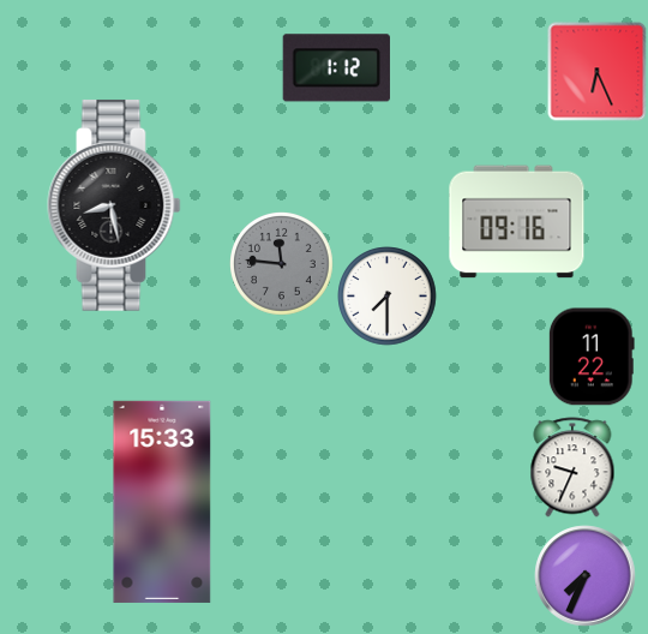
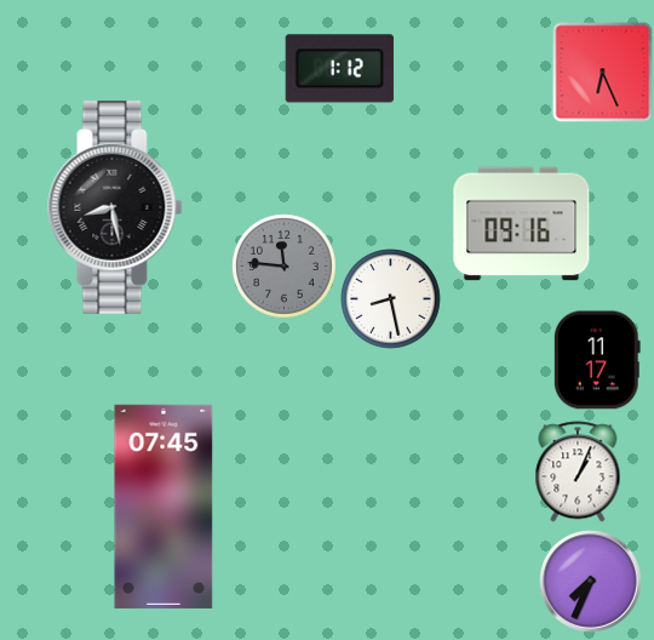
clock at (388, 297): 7:30 -> 8:28
clock at (592, 357): 11:22 -> 11:17
clock at (572, 467): 9:34 -> 1:04
clock at (162, 502): 15:33 -> 07:45
